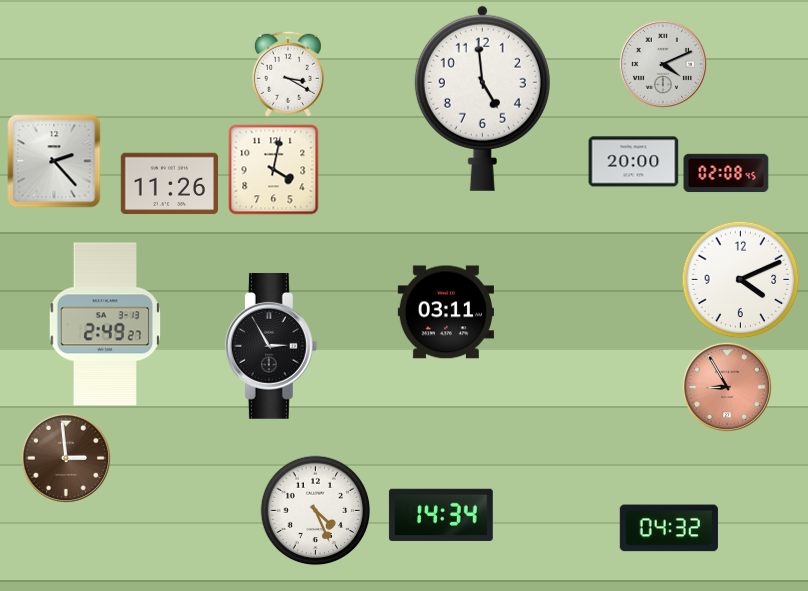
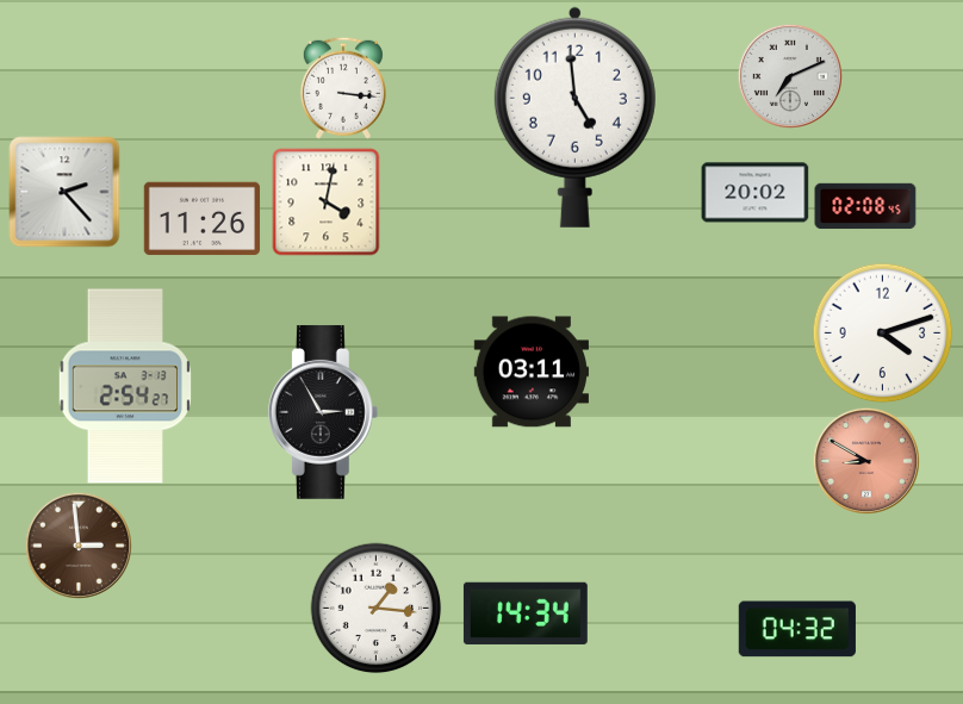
clock at (663, 64): 4:11 -> 7:11
clock at (288, 74): 3:20 -> 3:16
clock at (634, 162): 20:00 -> 20:02
clock at (741, 280): 4:11 -> 4:12
clock at (104, 324): 2:49 -> 2:54
clock at (727, 387): 8:55 -> 8:50
clock at (316, 511): 4:26 -> 1:16
